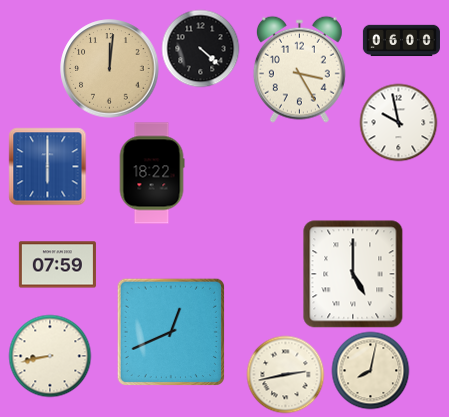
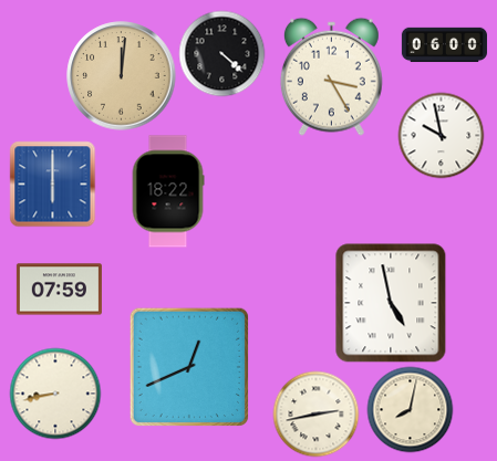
clock at (57, 265) position: (57, 265) -> (59, 290)
clock at (353, 274): 5:00 -> 4:58
